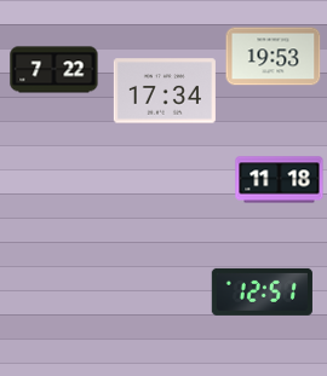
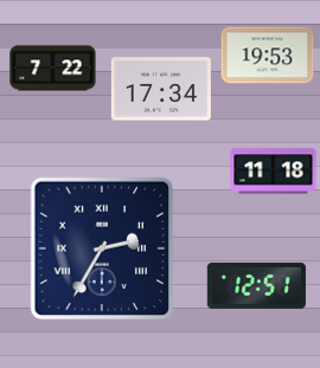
clock at (280, 180) position: (280, 180) -> (274, 172)
clock at (102, 248): none -> 2:35
